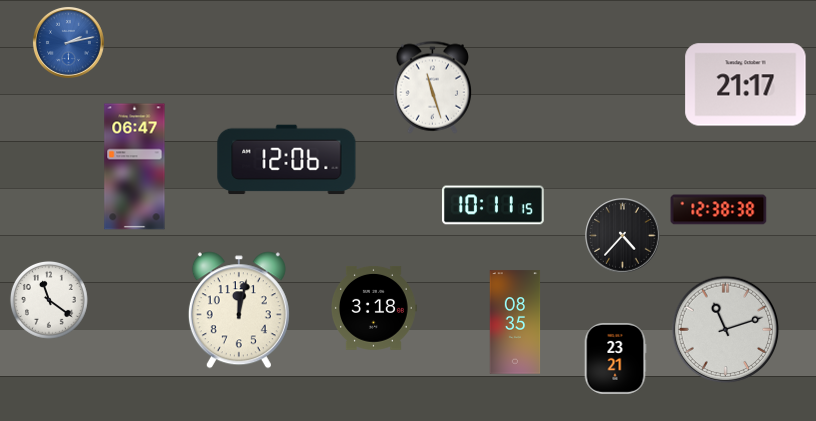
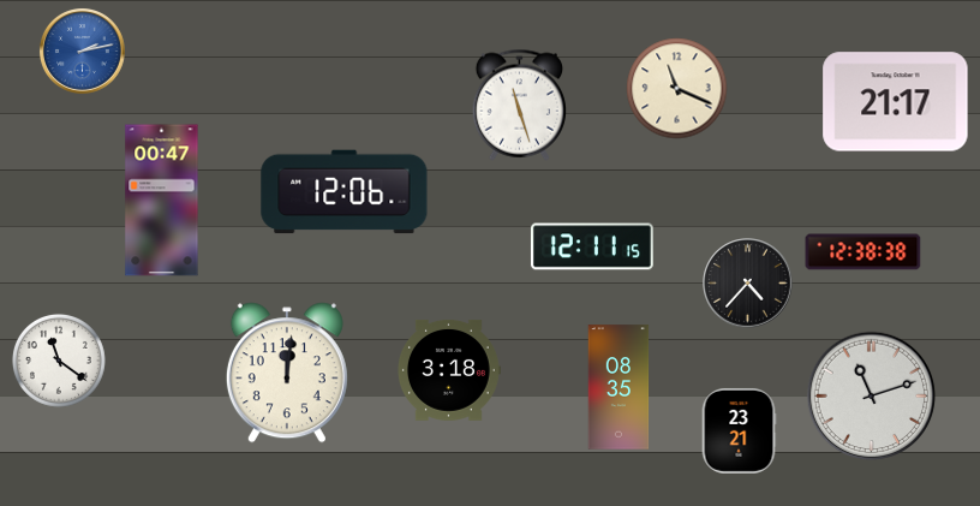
clock at (677, 89): none -> 11:19
clock at (135, 167): 06:47 -> 00:47
clock at (493, 205): 10:11 -> 12:11
clock at (239, 310): 12:02 -> 12:01
